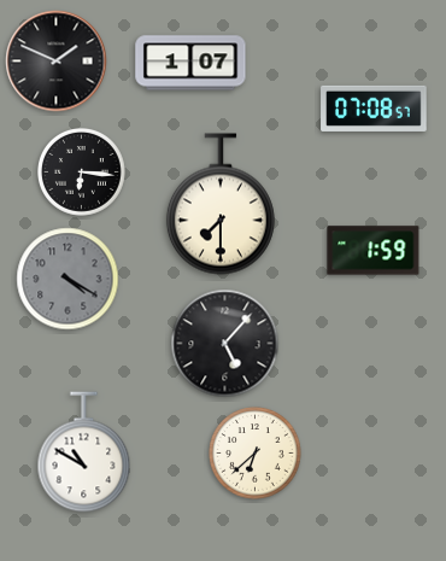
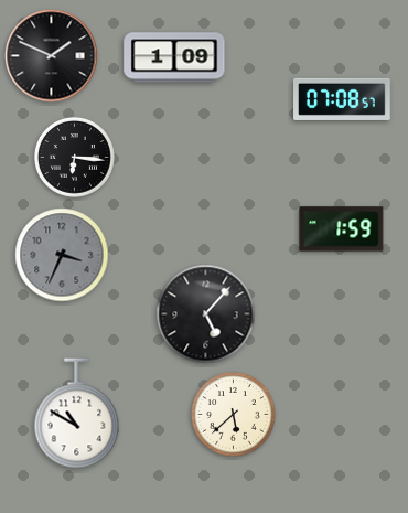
clock at (190, 63): 1:07 -> 1:09
clock at (221, 204): 7:30 -> none
clock at (68, 279): 4:20 -> 3:34
clock at (256, 454): 6:38 -> 5:38
